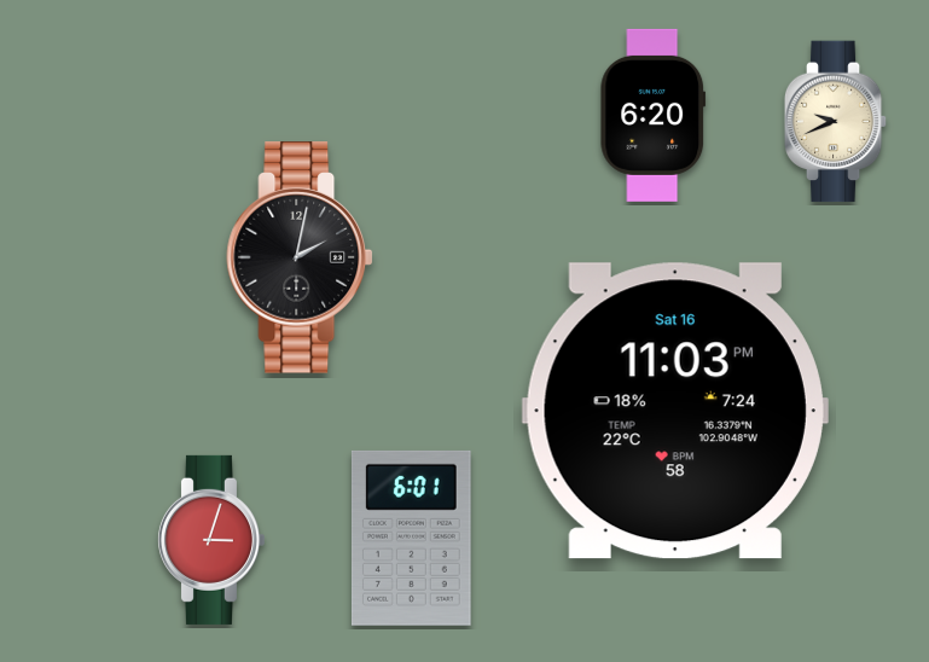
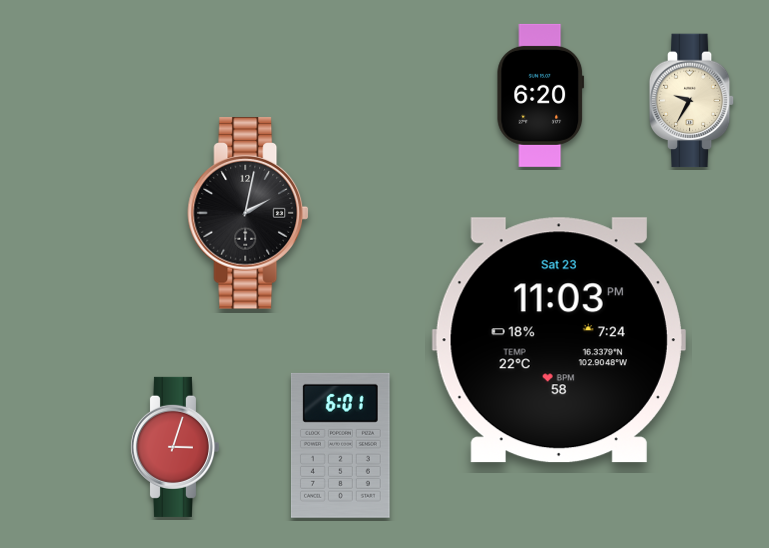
clock at (836, 122): 9:41 -> 9:35
clock at (675, 411) date: Sat 16 -> Sat 23
